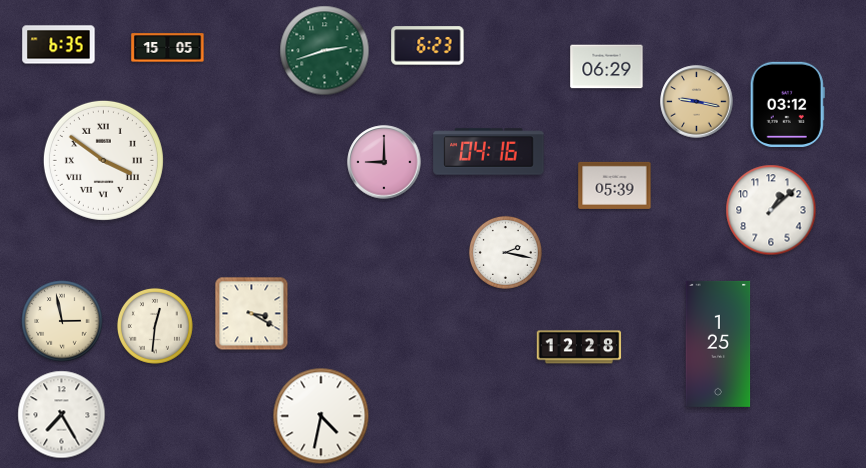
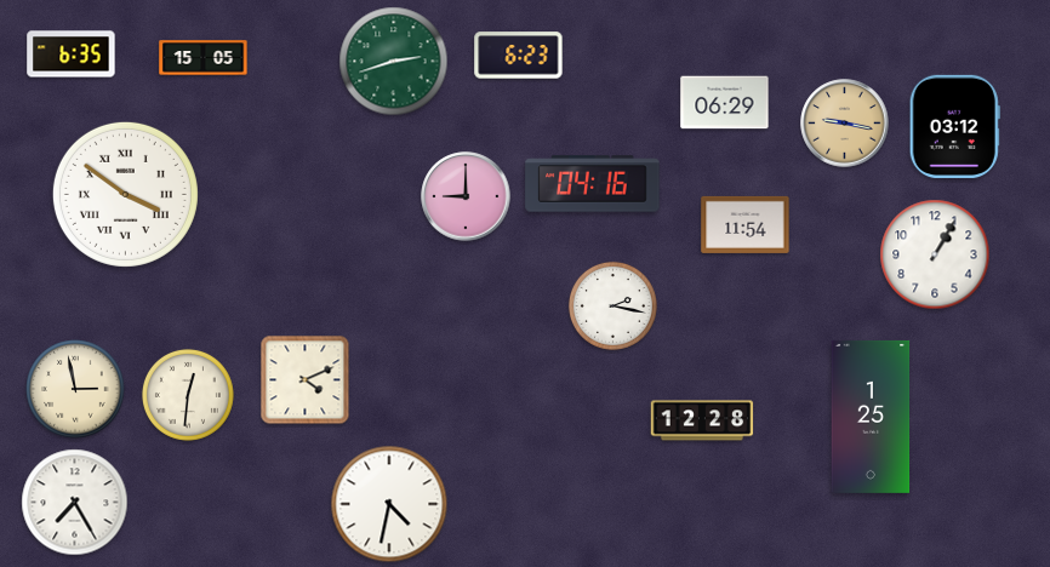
clock at (607, 67) position: (607, 67) -> (725, 103)
clock at (615, 185): 05:39 -> 11:54
clock at (771, 210): 1:08 -> 1:05
clock at (252, 314): 3:20 -> 4:11
